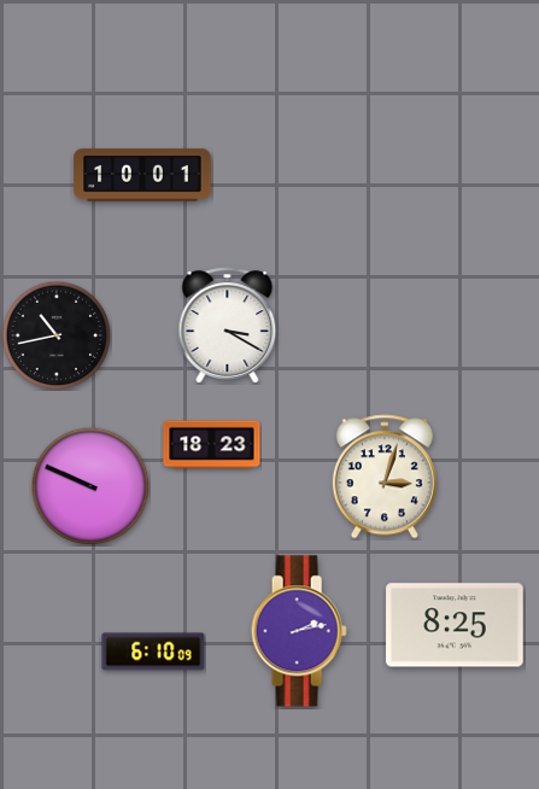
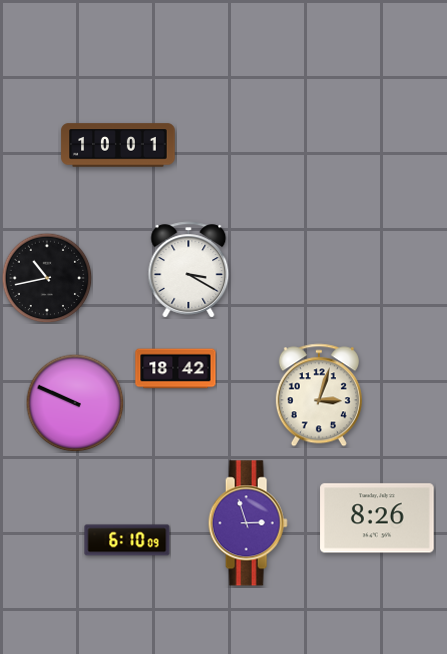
clock at (212, 445): 18:23 -> 18:42
clock at (455, 625): 8:25 -> 8:26
clock at (299, 631): 2:13 -> 2:57
